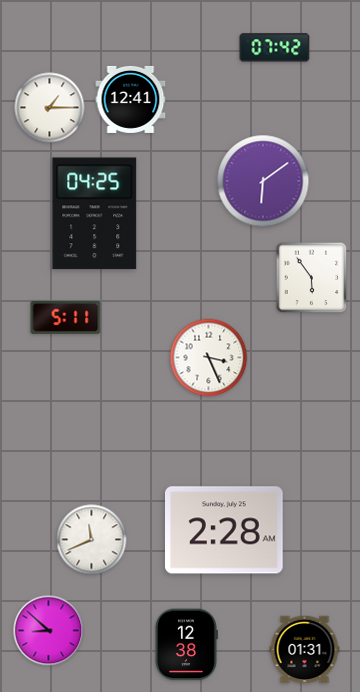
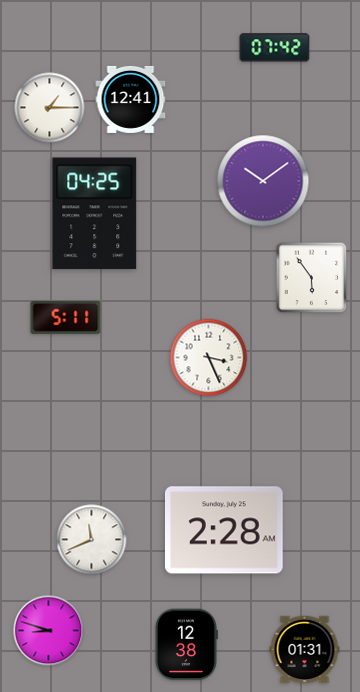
clock at (263, 181): 6:09 -> 10:09
clock at (49, 631): 8:52 -> 8:48
